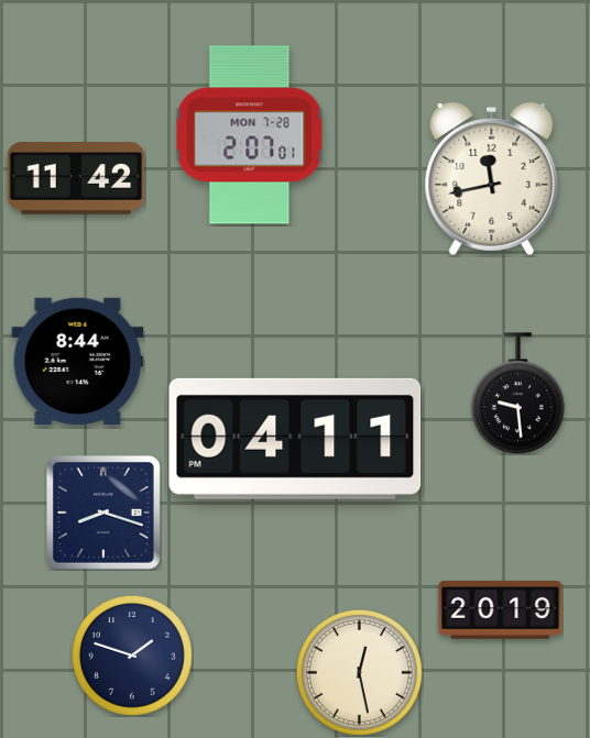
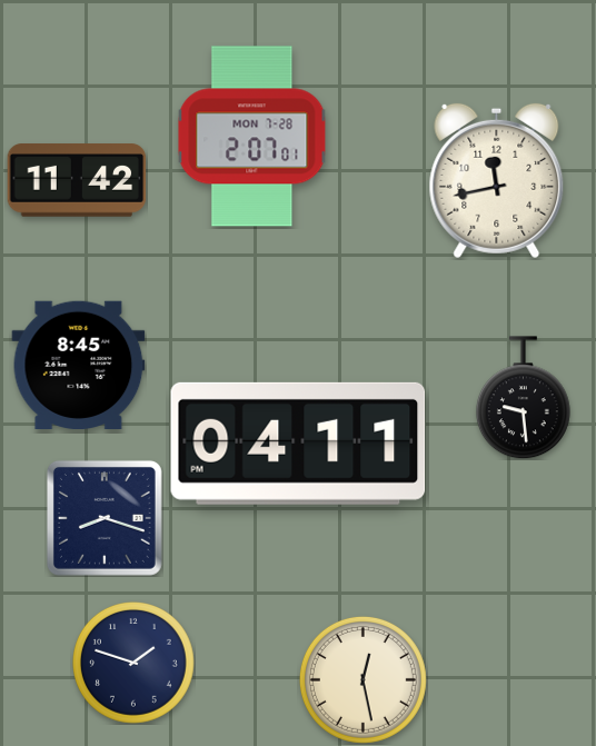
clock at (78, 361): 8:44 -> 8:45
clock at (501, 609): 20:19 -> none
